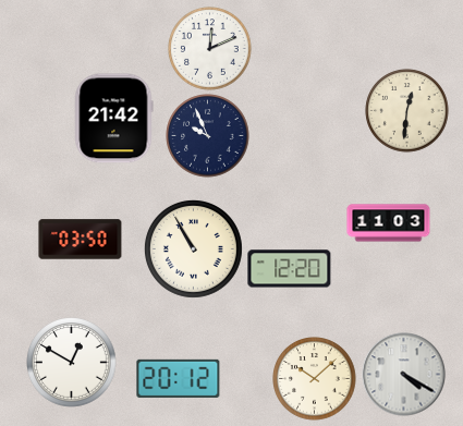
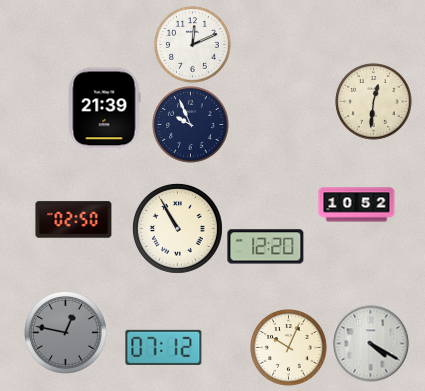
clock at (113, 119): 21:42 -> 21:39
clock at (389, 223): 11:03 -> 10:52
clock at (81, 240): 03:50 -> 02:50
clock at (72, 363): 12:50 -> 12:47
clock at (72, 363) dial: white -> grey
clock at (179, 378): 20:12 -> 07:12
clock at (315, 379): 10:08 -> 10:04
